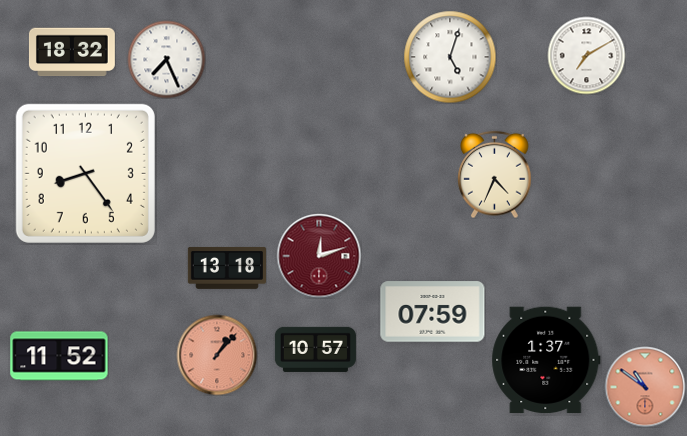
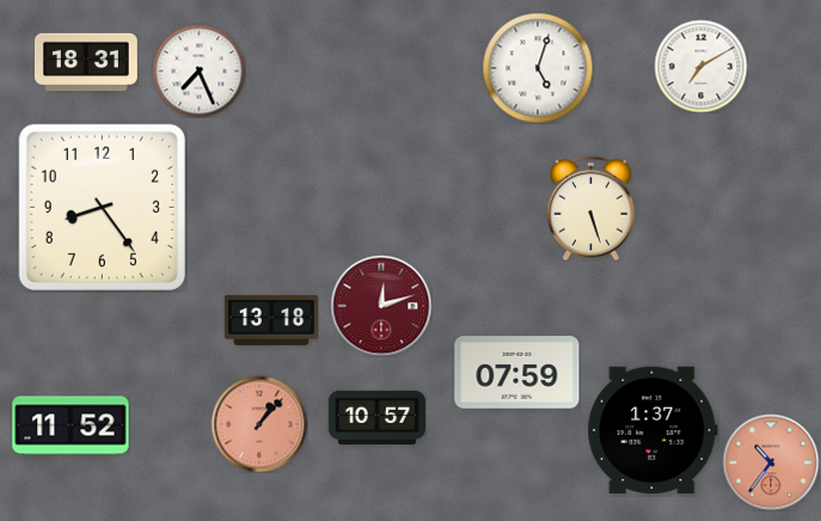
clock at (72, 52): 18:32 -> 18:31
clock at (495, 174): 4:34 -> 5:27
clock at (645, 387): 10:51 -> 10:36
